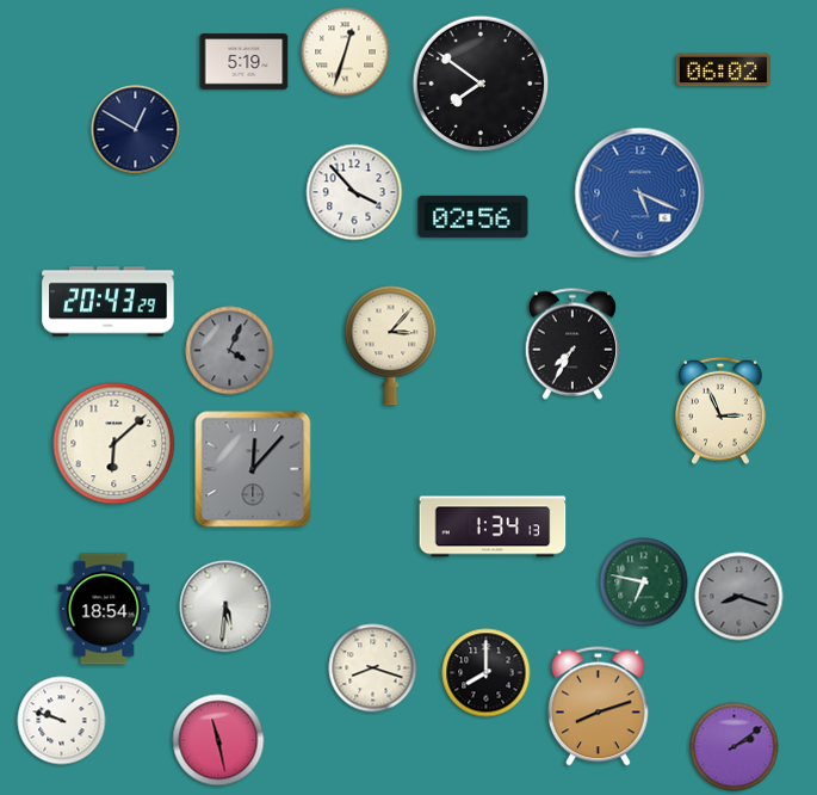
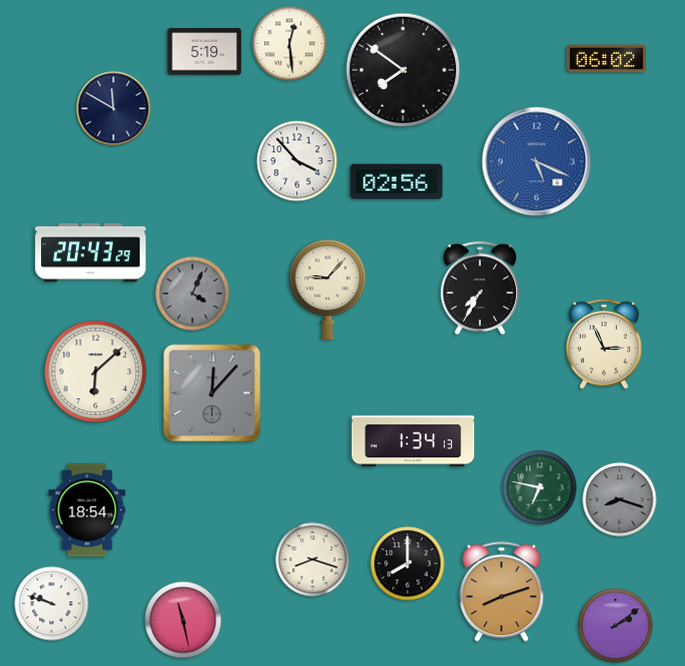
clock at (346, 53): 12:33 -> 12:29
clock at (136, 130): 12:50 -> 11:50
clock at (391, 346): 3:07 -> 9:07
clock at (225, 606): 5:31 -> none
